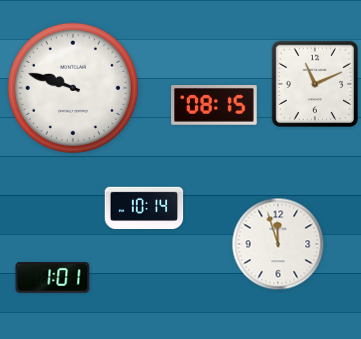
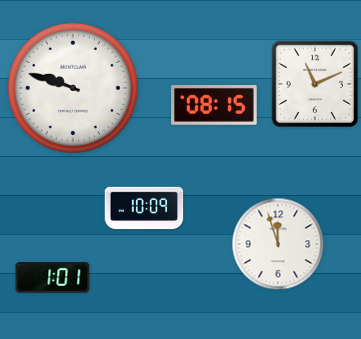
clock at (144, 208): 10:14 -> 10:09
